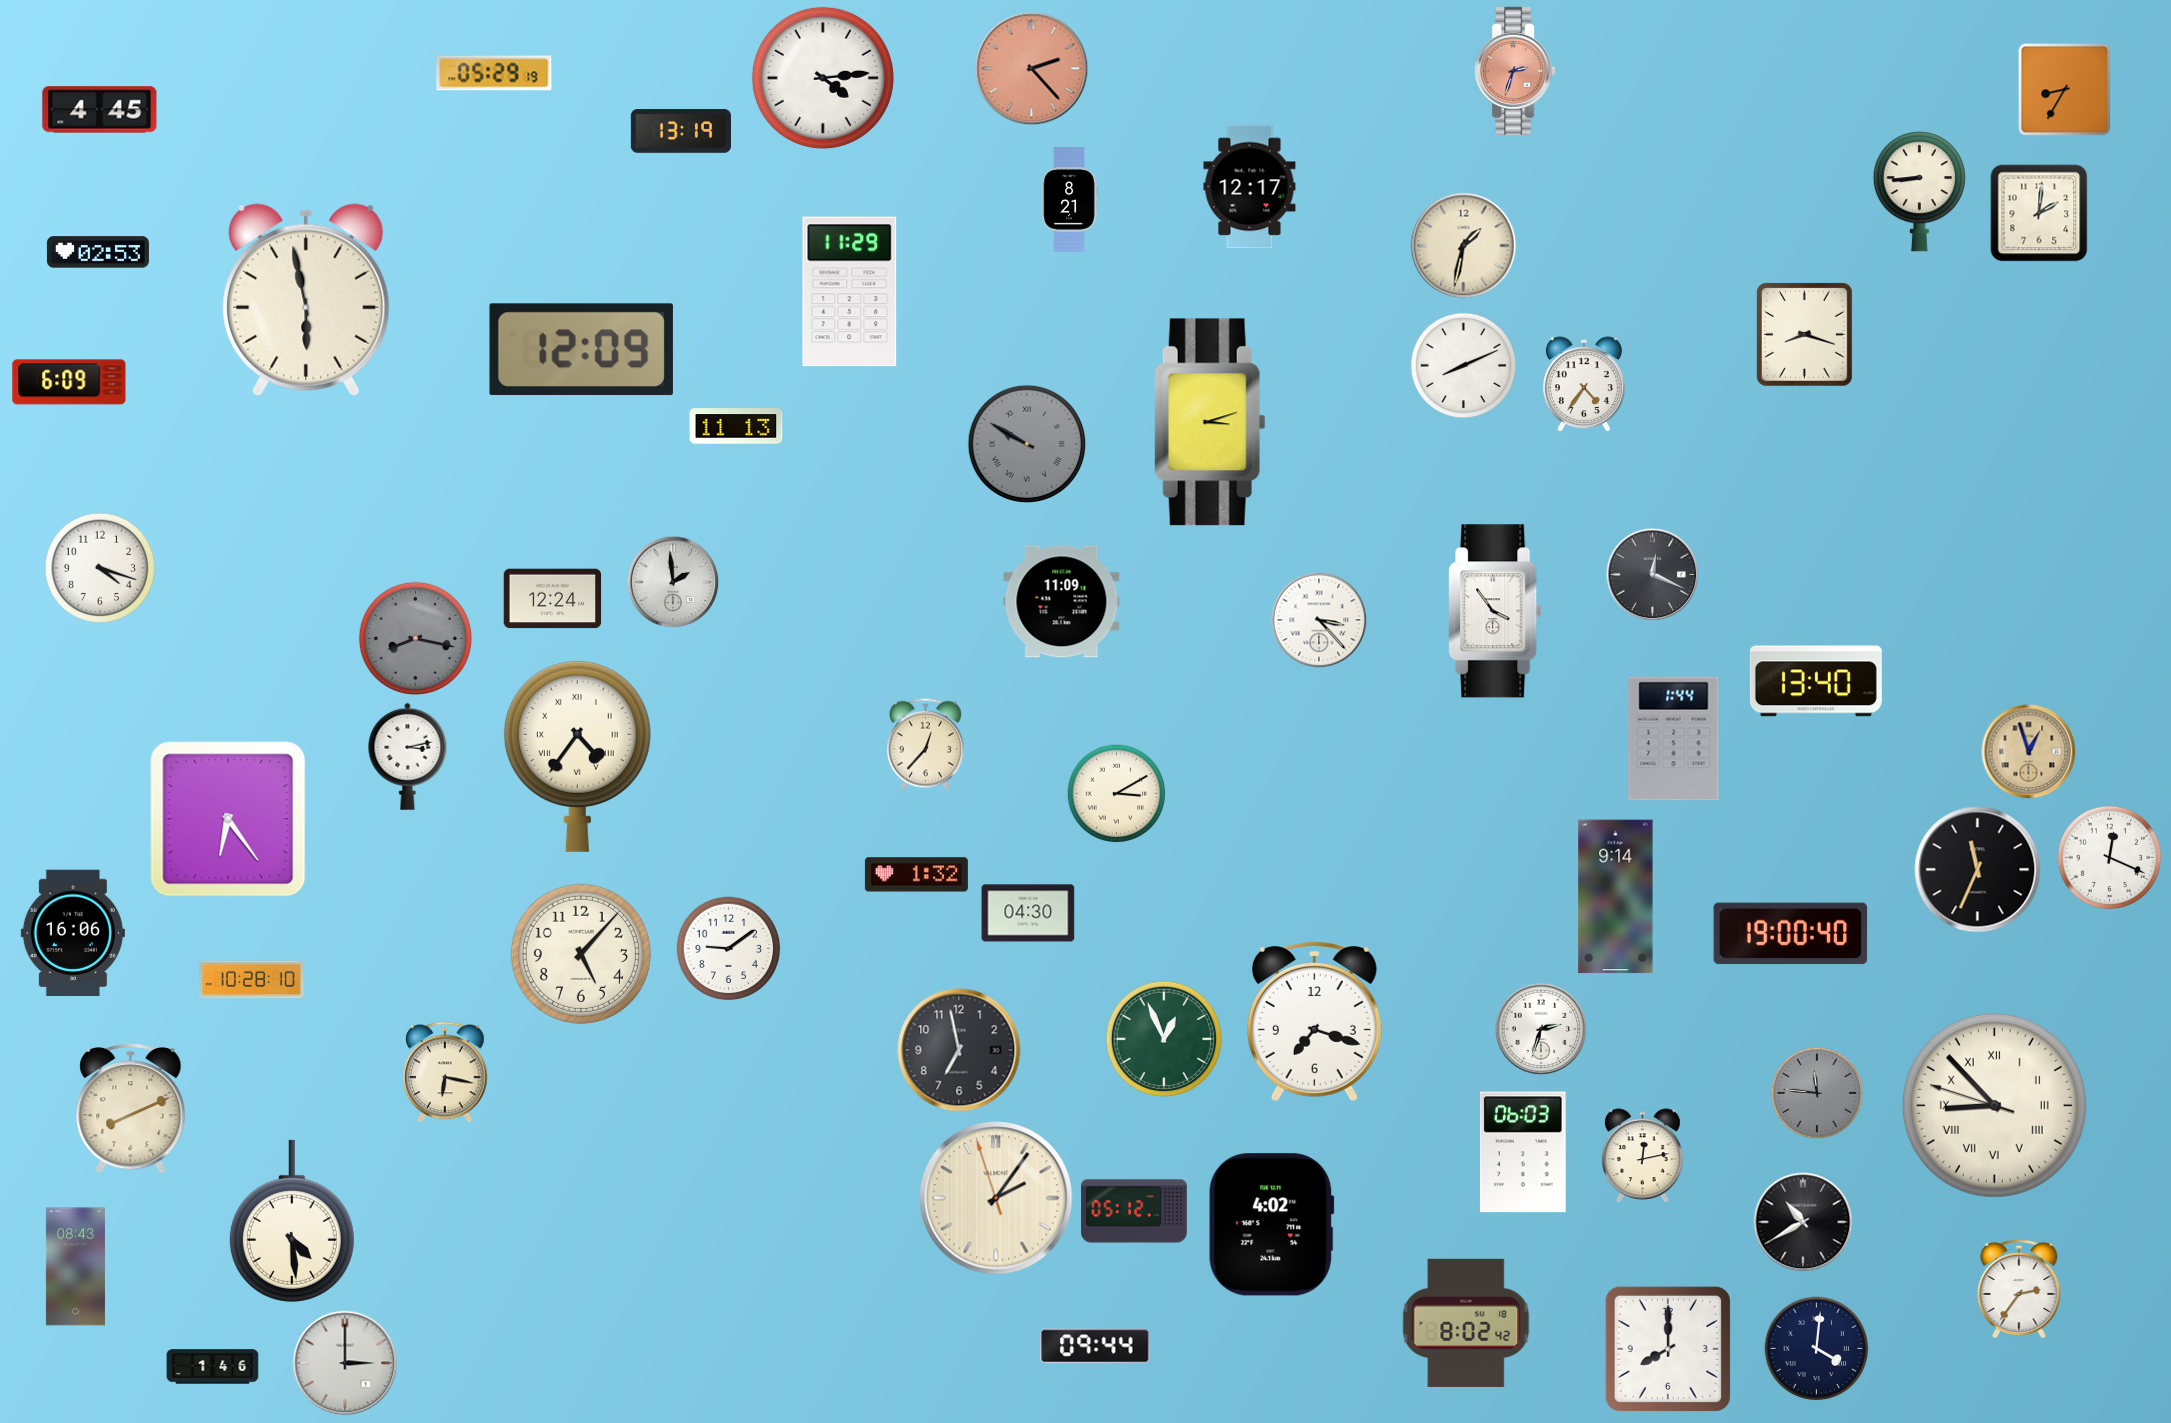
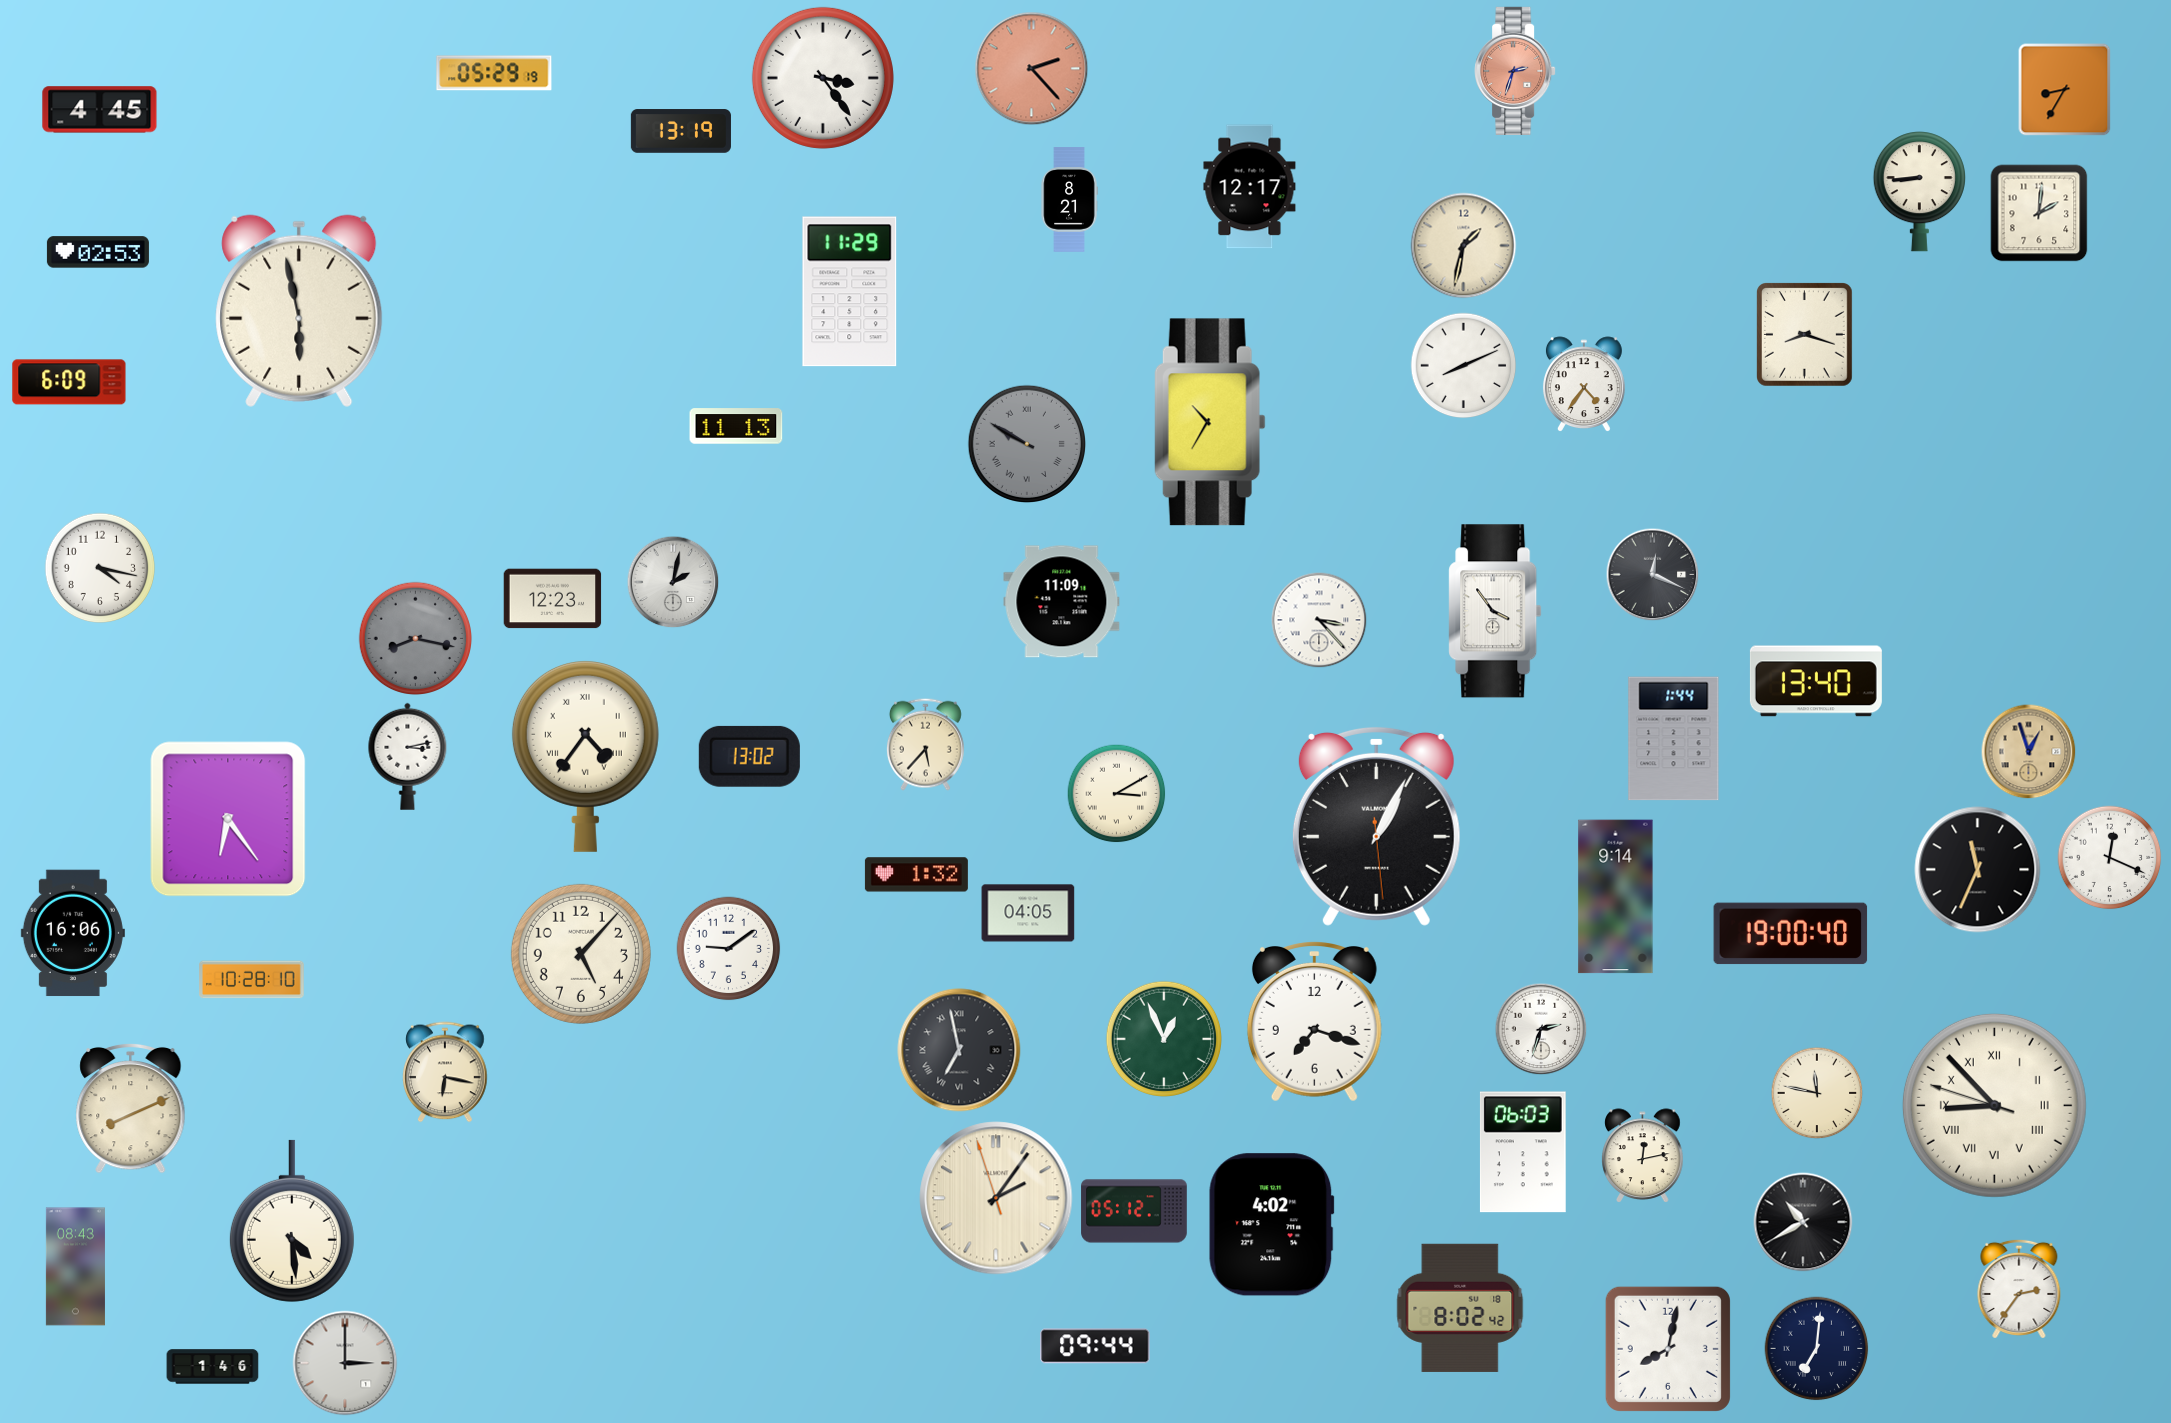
clock at (823, 78): 4:14 -> 3:24
clock at (306, 300) position: (306, 300) -> (299, 311)
clock at (581, 350): 12:09 -> none
clock at (1210, 422): 3:12 -> 10:35
clock at (100, 568): 4:18 -> 4:17
clock at (673, 582): 1:59 -> 2:02
clock at (553, 599): 12:24 -> 12:23
clock at (925, 744): 12:37 -> 5:37
clock at (577, 756) position: (577, 756) -> (585, 756)
clock at (749, 756): none -> 13:02
clock at (1376, 826): none -> 1:04
clock at (1028, 913): 04:30 -> 04:05
clock at (959, 1050) numerals: Arabic -> Roman
clock at (1817, 1093): 11:46 -> 11:47
clock at (1817, 1093) dial: grey -> cream
clock at (1466, 1323) position: (1466, 1323) -> (1460, 1308)
clock at (1668, 1349): 8:00 -> 8:02
clock at (1817, 1349): 4:01 -> 7:01
